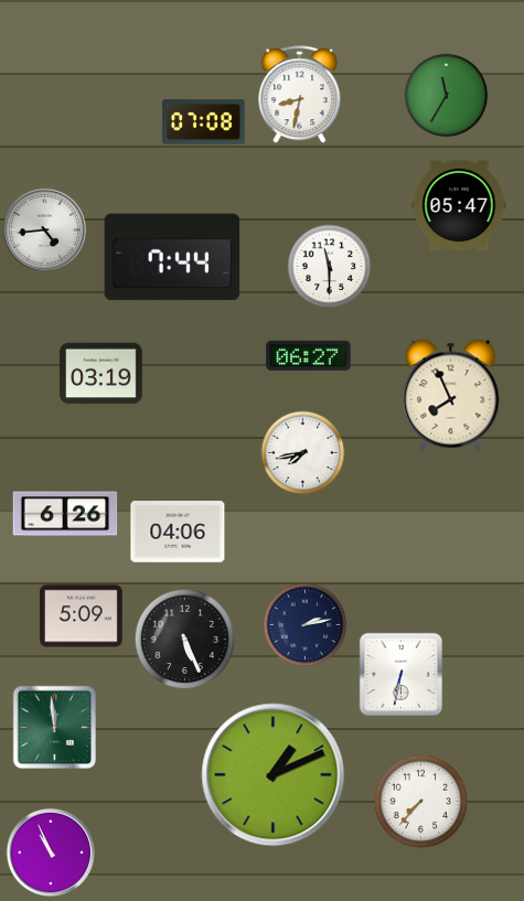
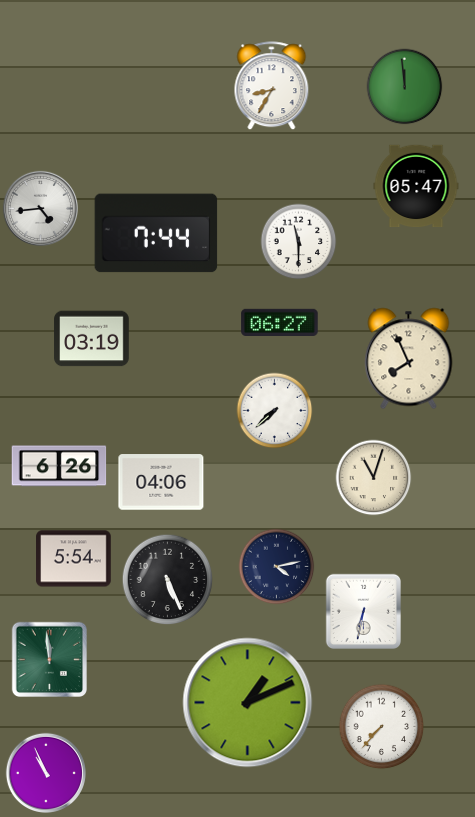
clock at (300, 95): 8:32 -> 8:35
clock at (447, 96): 11:35 -> 11:59
clock at (204, 122): 07:08 -> none
clock at (303, 453): 7:43 -> 7:38
clock at (374, 478): none -> 11:03
clock at (82, 616): 5:09 -> 5:54
clock at (306, 625): 2:13 -> 4:13
